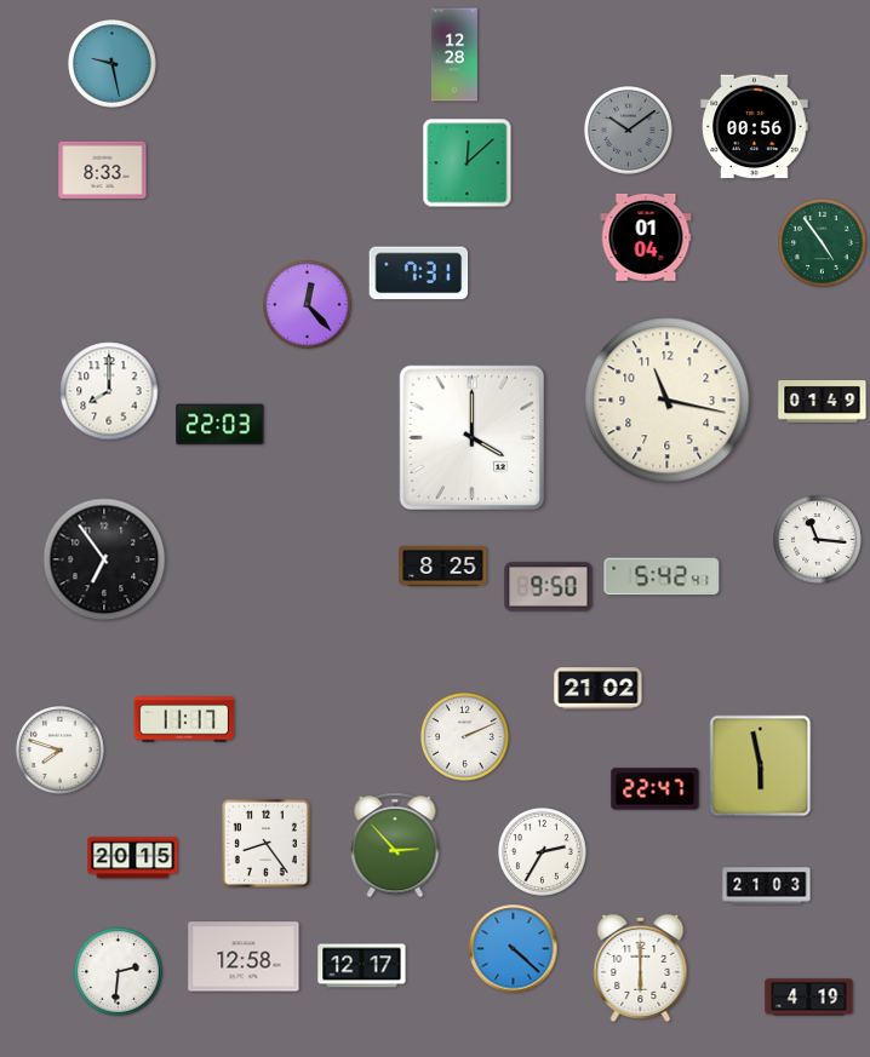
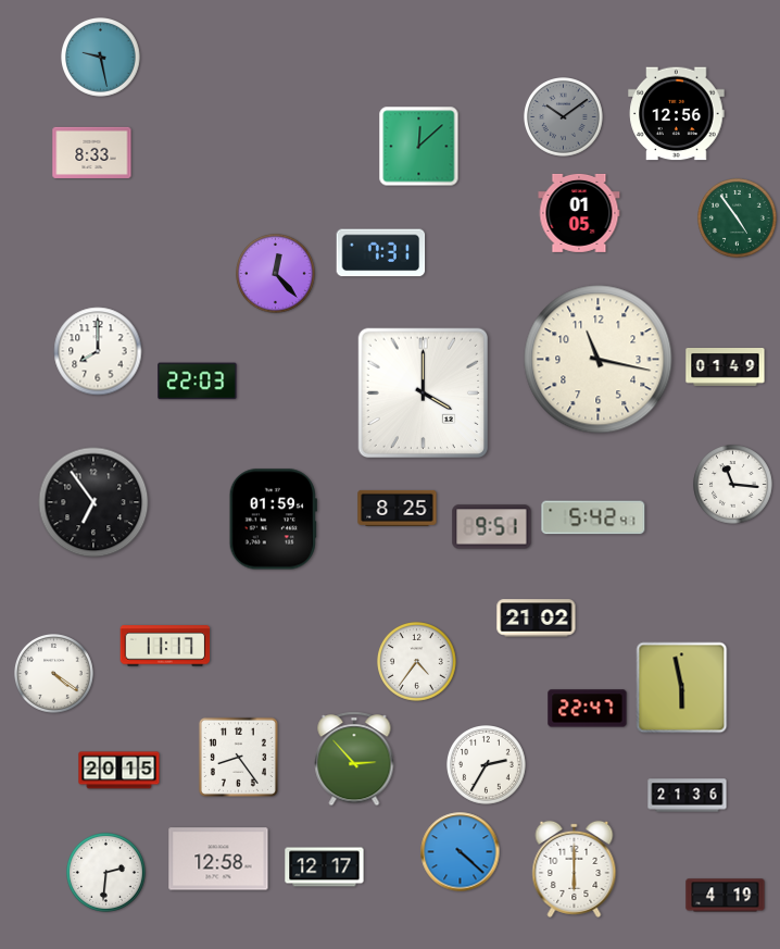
clock at (454, 54): 12:28 -> none
clock at (755, 127): 00:56 -> 12:56
clock at (646, 237): 01:04 -> 01:05
clock at (419, 274) position: (419, 274) -> (381, 253)
clock at (823, 402) position: (823, 402) -> (726, 367)
clock at (273, 520): none -> 01:59
clock at (549, 587): 9:50 -> 9:51
clock at (465, 737): 2:11 -> 4:36
clock at (61, 751): 7:48 -> 4:21
clock at (767, 886): 21:03 -> 21:36
